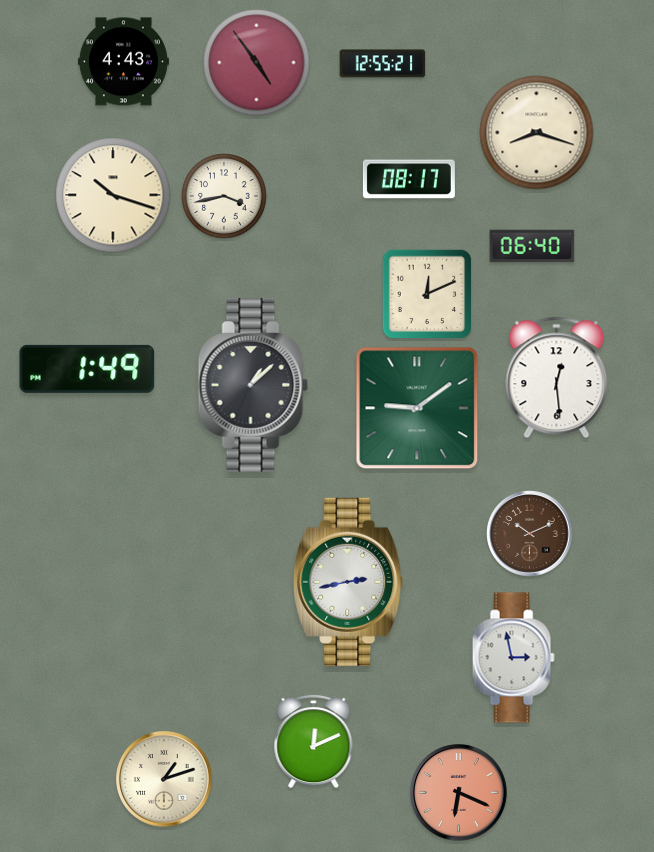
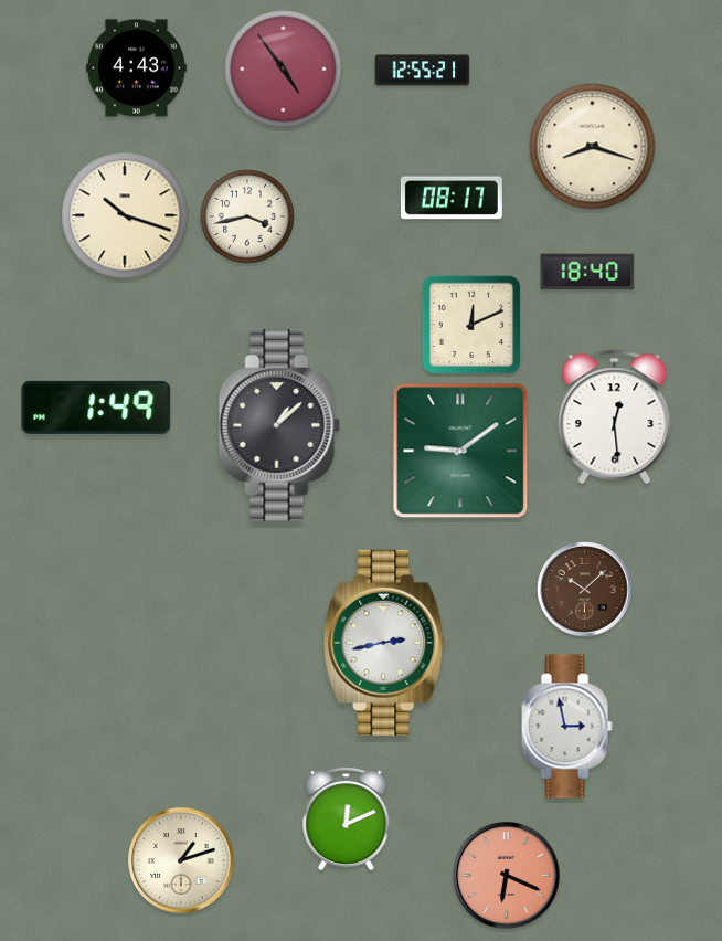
clock at (532, 246): 06:40 -> 18:40
clock at (530, 534): 10:11 -> 10:08
